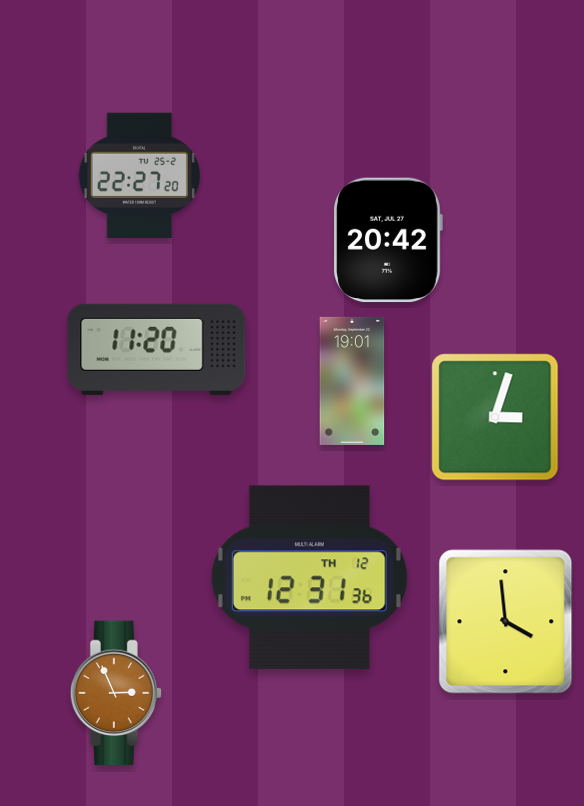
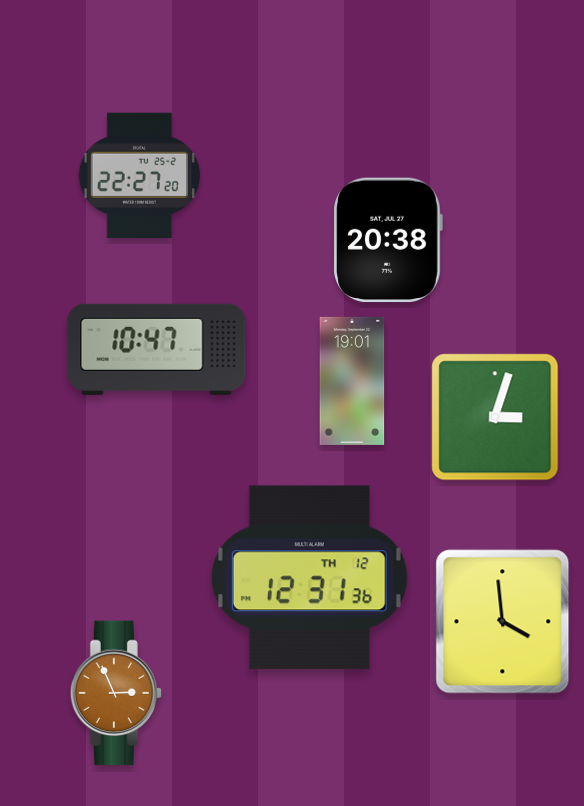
clock at (388, 240): 20:42 -> 20:38
clock at (157, 349): 11:20 -> 10:47
clock at (506, 622) position: (506, 622) -> (503, 622)
